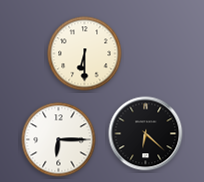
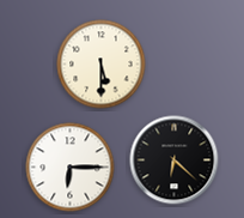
clock at (85, 54): 6:30 -> 5:30
